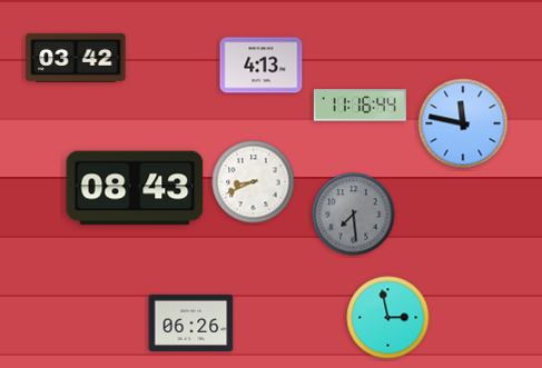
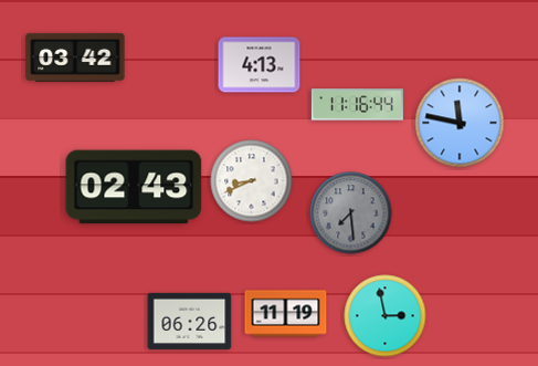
clock at (135, 188): 08:43 -> 02:43
clock at (286, 314): none -> 11:19
